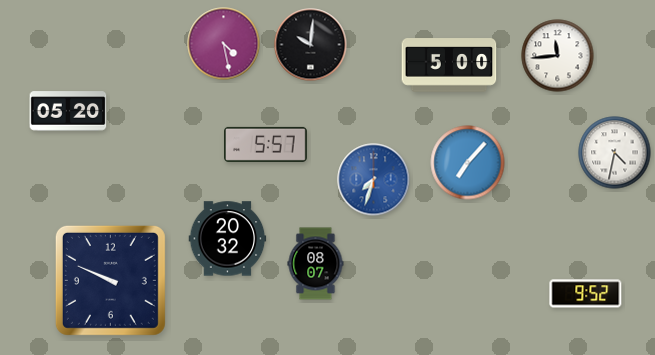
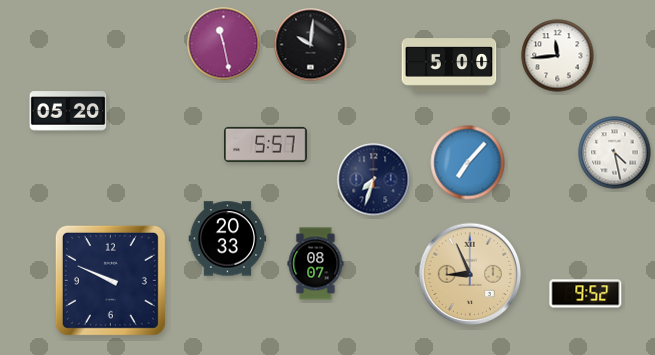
clock at (224, 44): 4:28 -> 11:28
clock at (615, 153): 4:32 -> 4:28
clock at (374, 180) dial: blue -> navy
clock at (228, 239): 20:32 -> 20:33
clock at (470, 274): none -> 8:56
